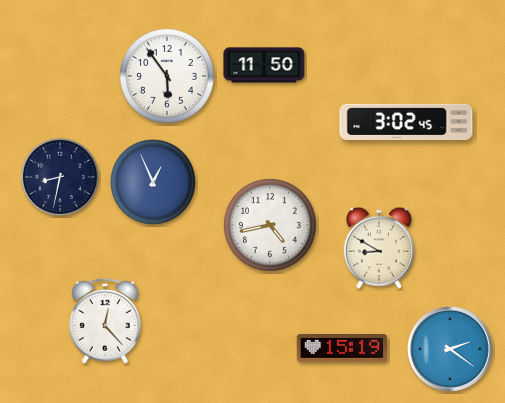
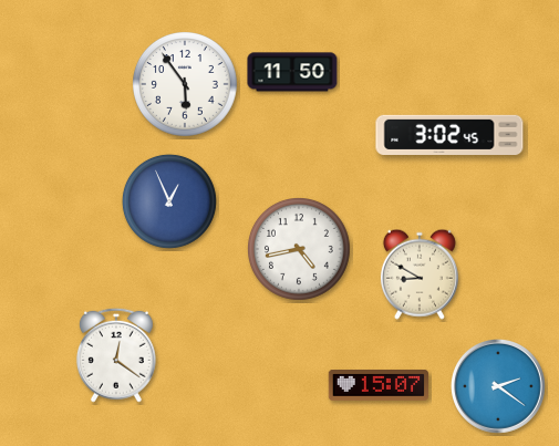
clock at (60, 177): 8:32 -> none
clock at (105, 321): 12:23 -> 12:21
clock at (342, 348): 15:19 -> 15:07
